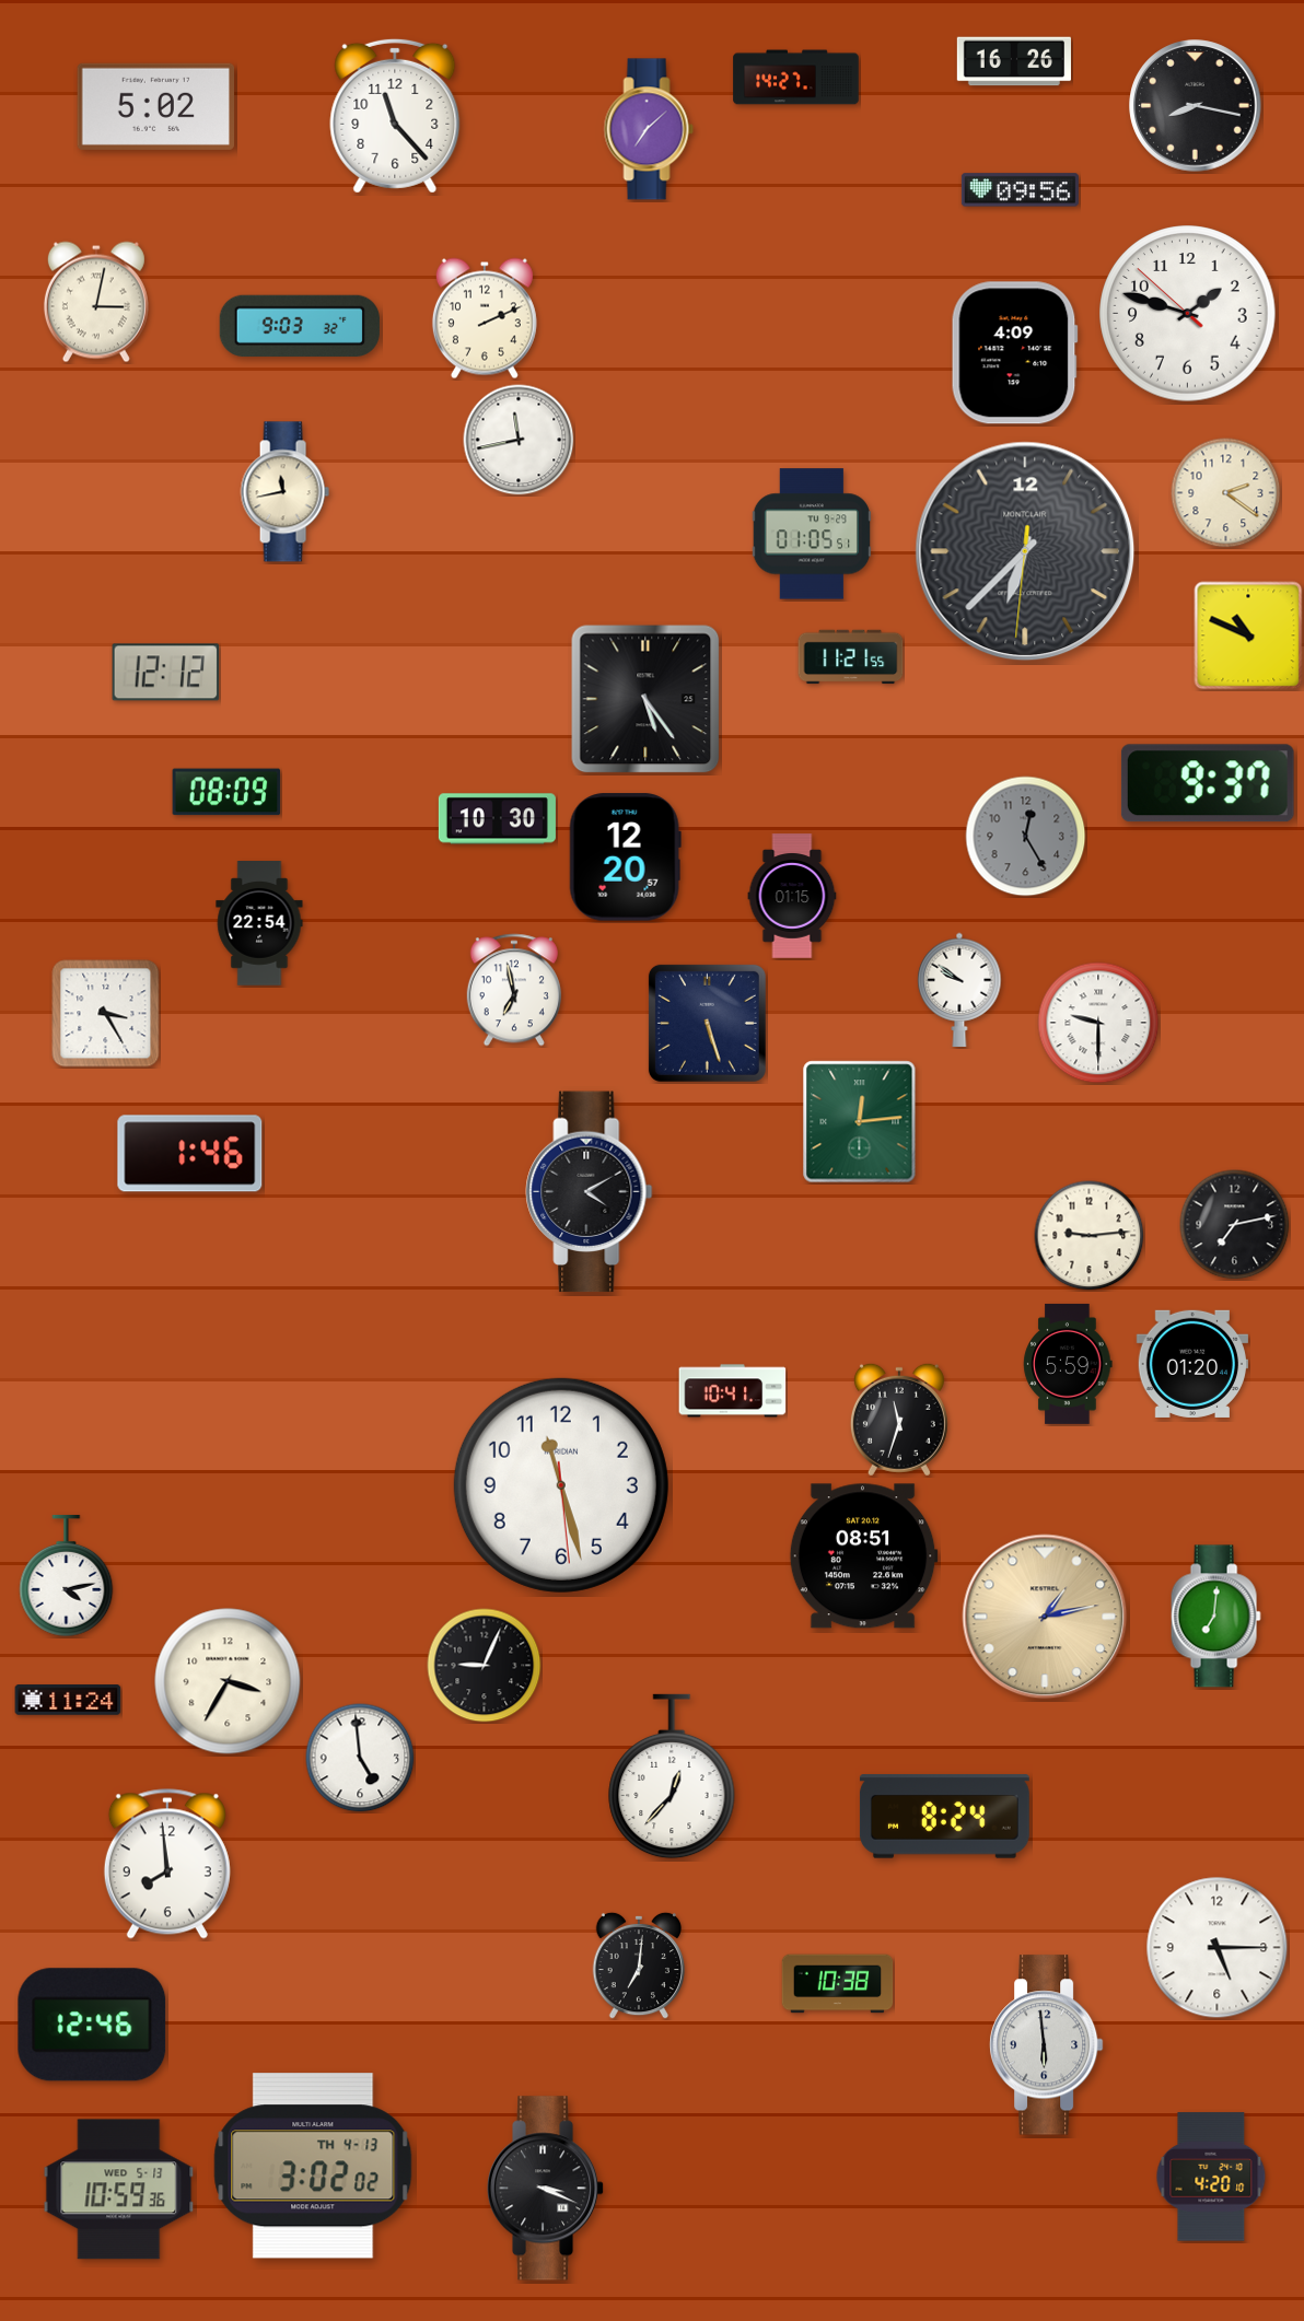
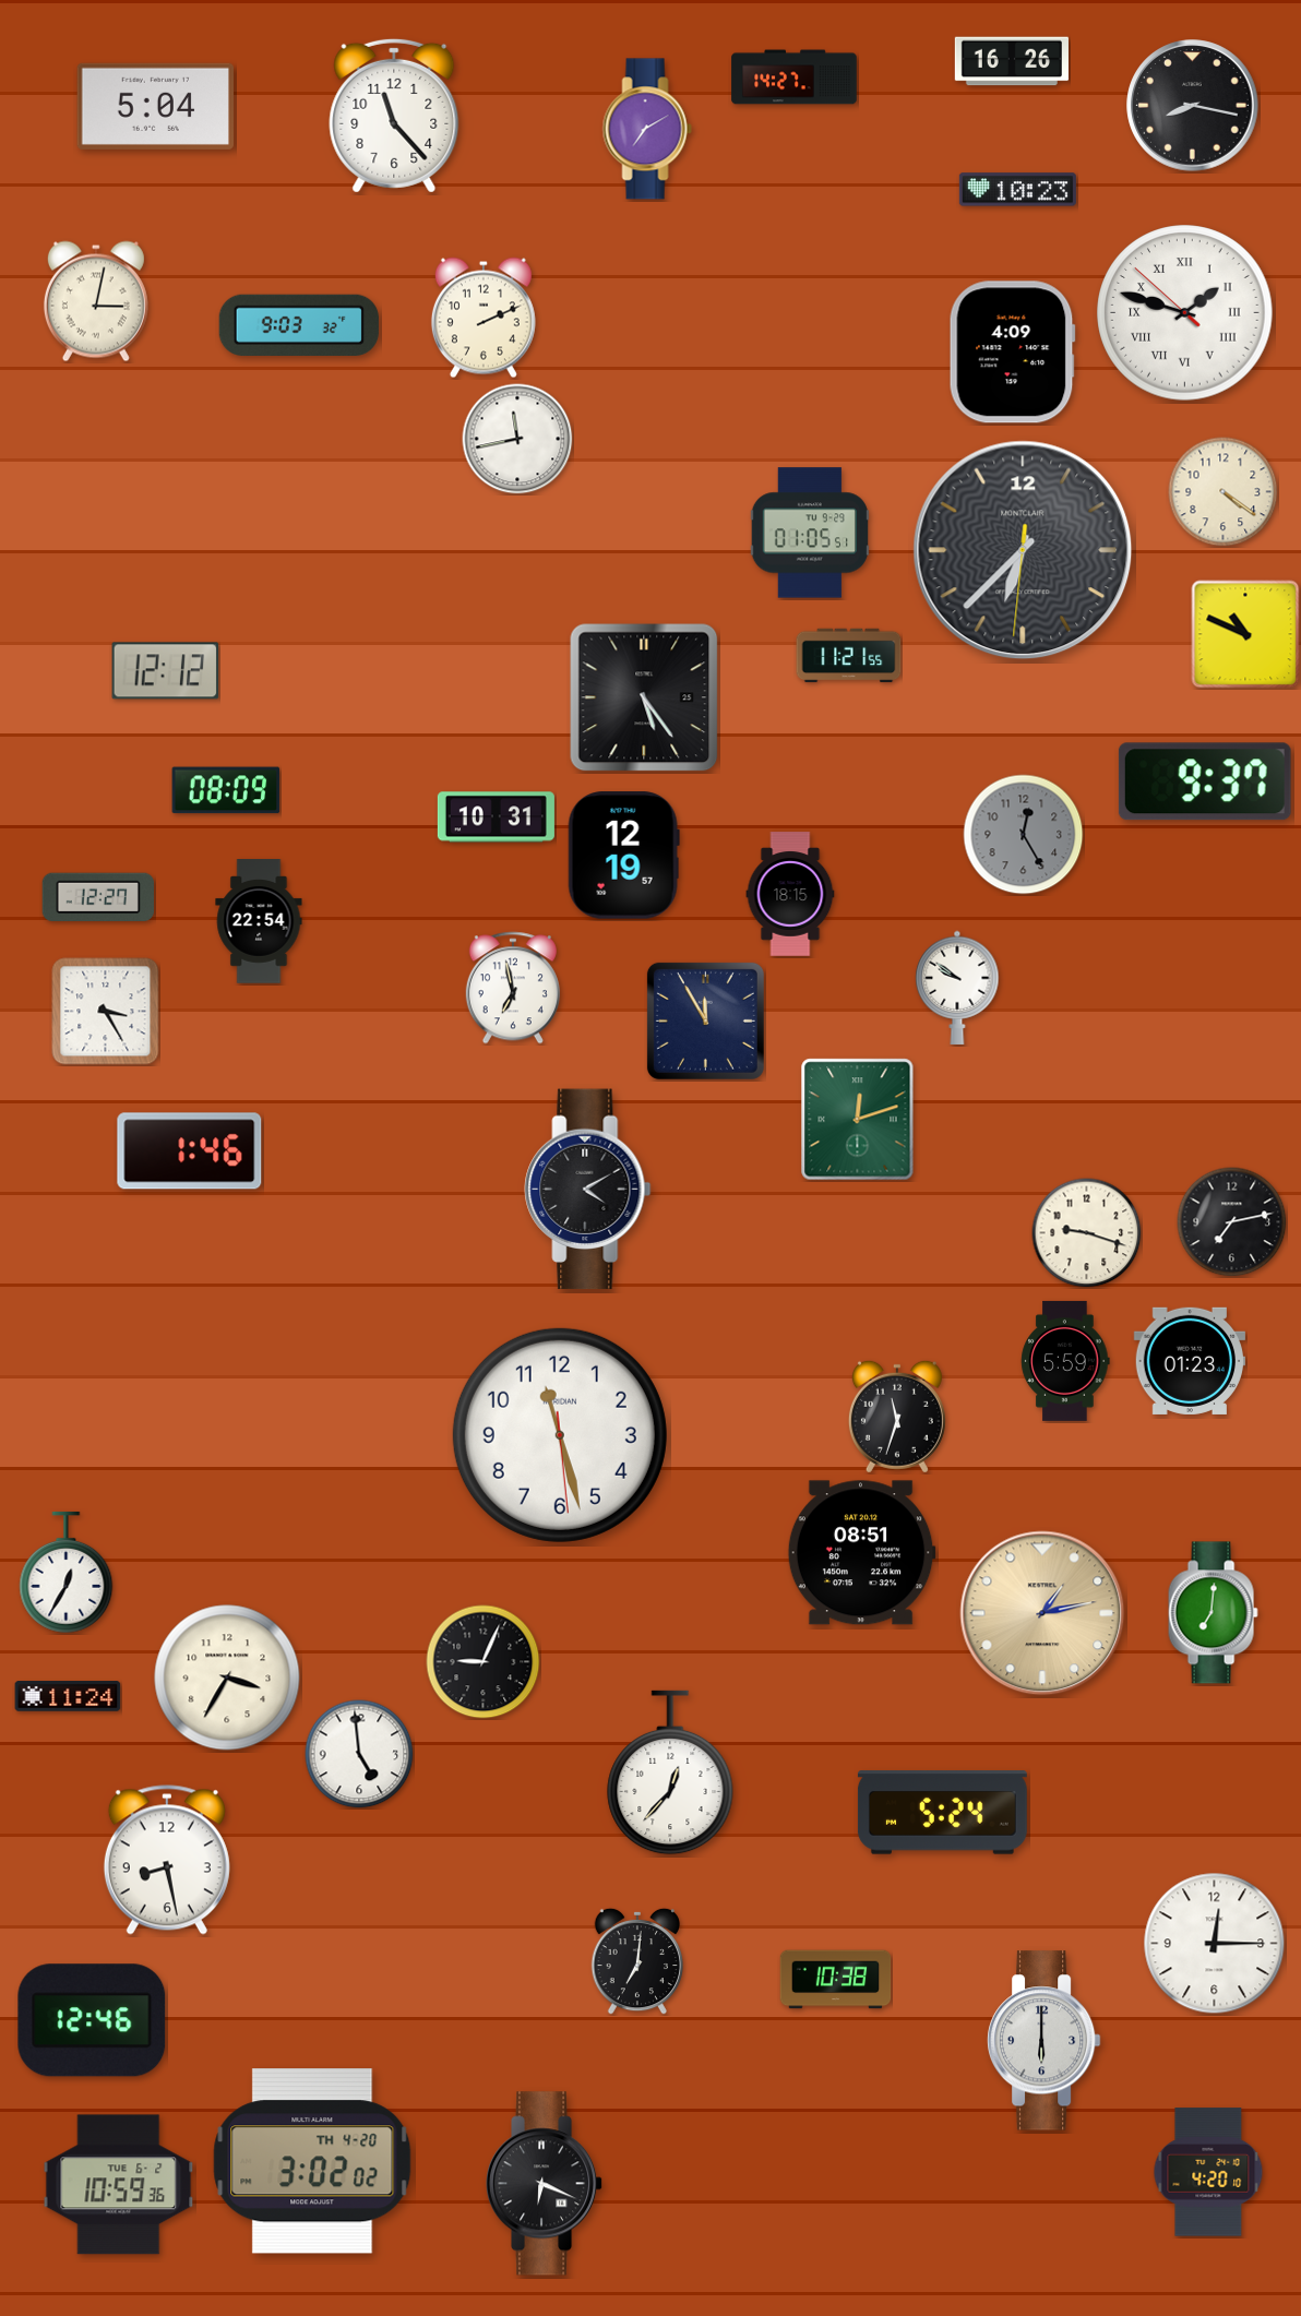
clock at (155, 106): 5:02 -> 5:04
clock at (649, 129): 7:08 -> 7:10
clock at (1020, 190): 09:56 -> 10:23
clock at (1188, 314) numerals: Arabic -> Roman
clock at (284, 492): 11:43 -> none
clock at (1226, 493): 2:21 -> 4:21
clock at (497, 819): 10:30 -> 10:31
clock at (625, 858): 12:20 -> 12:19
clock at (792, 896): 01:15 -> 18:15
clock at (98, 897): none -> 12:27
clock at (707, 1023): 5:27 -> 11:55
clock at (1098, 1023): 9:30 -> none
clock at (860, 1122): 12:14 -> 12:12
clock at (1090, 1236): 9:14 -> 9:18
clock at (1191, 1364): 01:20 -> 01:23
clock at (733, 1391): 10:41 -> none
clock at (561, 1485) position: (561, 1485) -> (560, 1435)
clock at (67, 1576): 4:13 -> 12:35
clock at (944, 1817): 8:24 -> 5:24
clock at (167, 1864): 7:59 -> 8:28
clock at (1218, 1948): 5:15 -> 12:15
clock at (1046, 2045): 5:59 -> 6:00
clock at (313, 2166) date: TH 4-13 -> TH 4-20
clock at (546, 2189): 3:19 -> 6:19
clock at (119, 2190) date: WED 5-13 -> TUE 6-2
